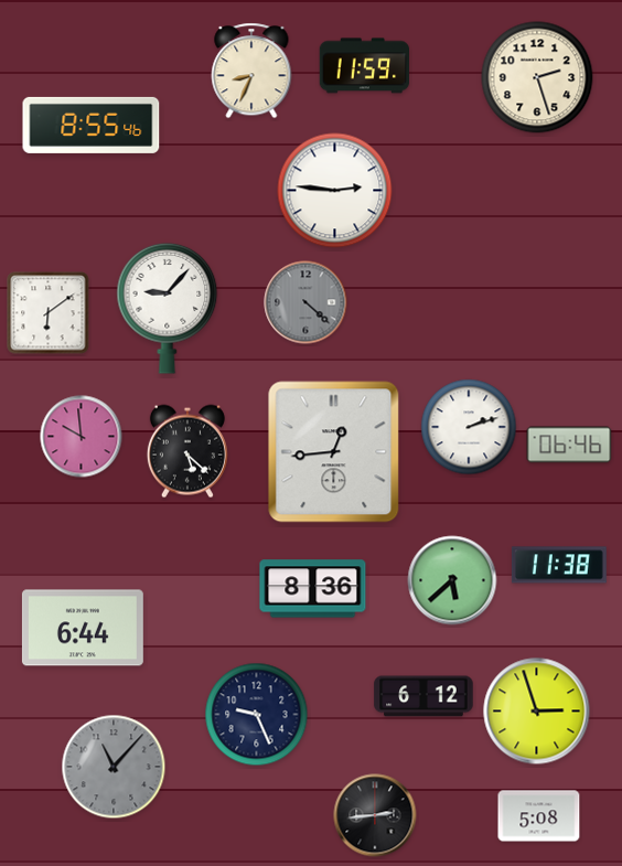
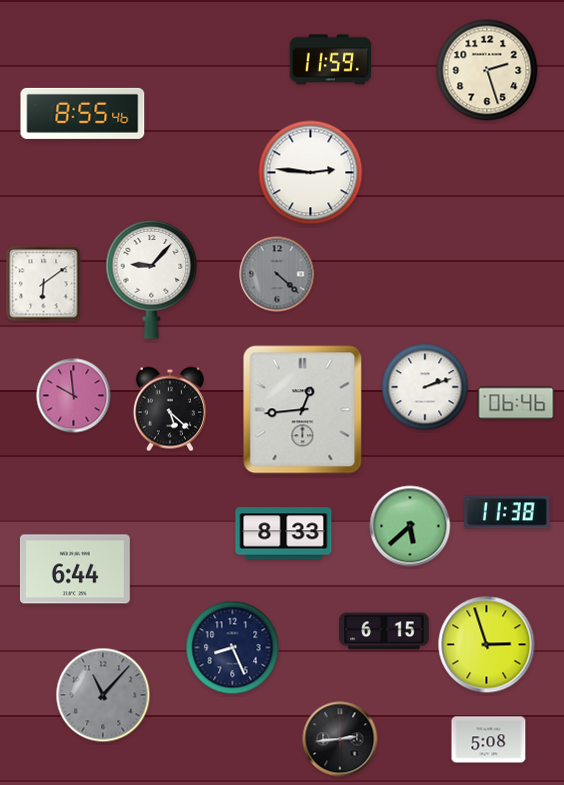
clock at (251, 71): 8:34 -> none
clock at (335, 191) position: (335, 191) -> (311, 173)
clock at (313, 589): 8:36 -> 8:33
clock at (423, 696): 6:12 -> 6:15
clock at (257, 715): 9:26 -> 8:26
